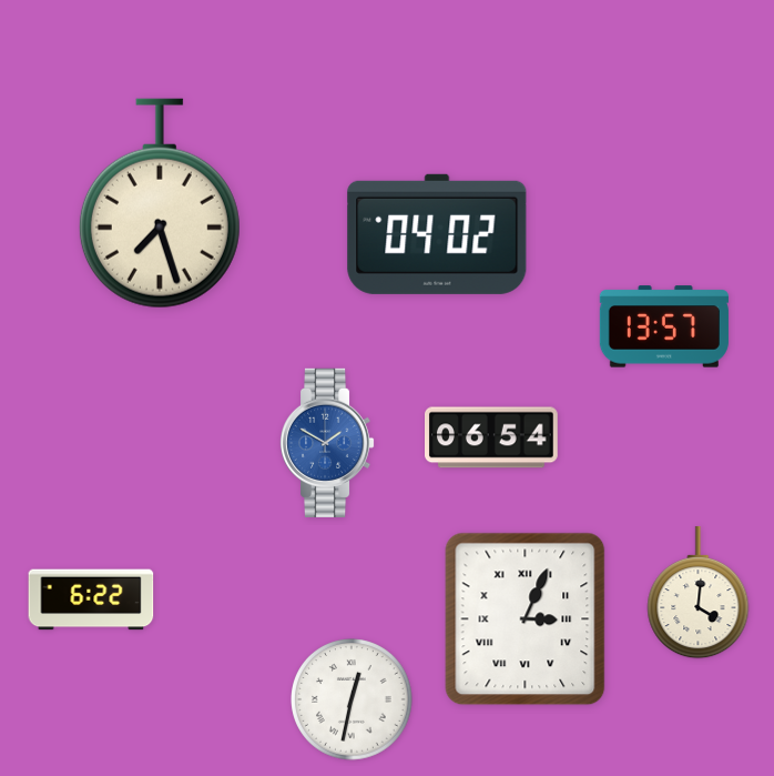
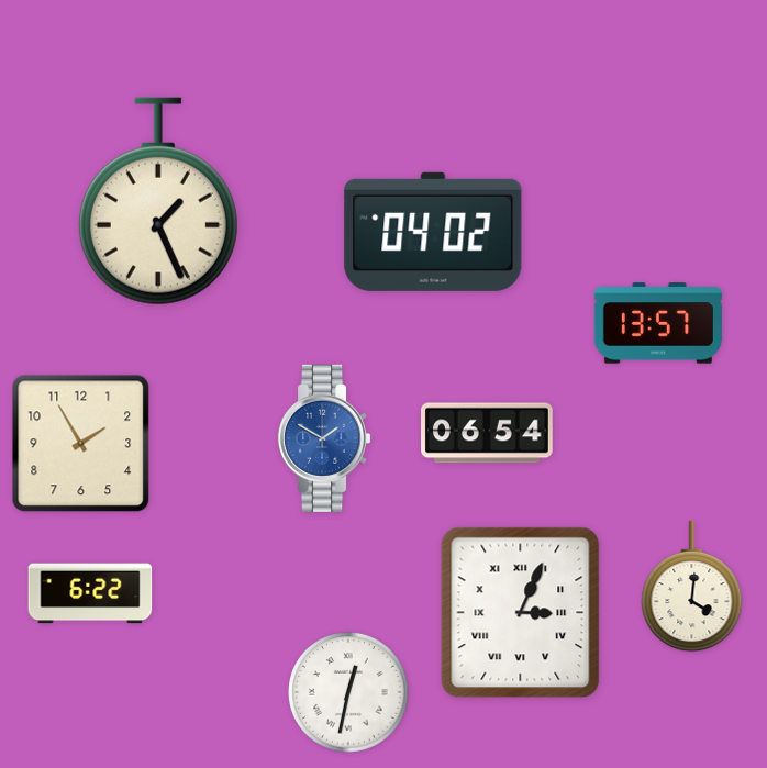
clock at (160, 203): 7:27 -> 1:26
clock at (81, 444): none -> 1:55
